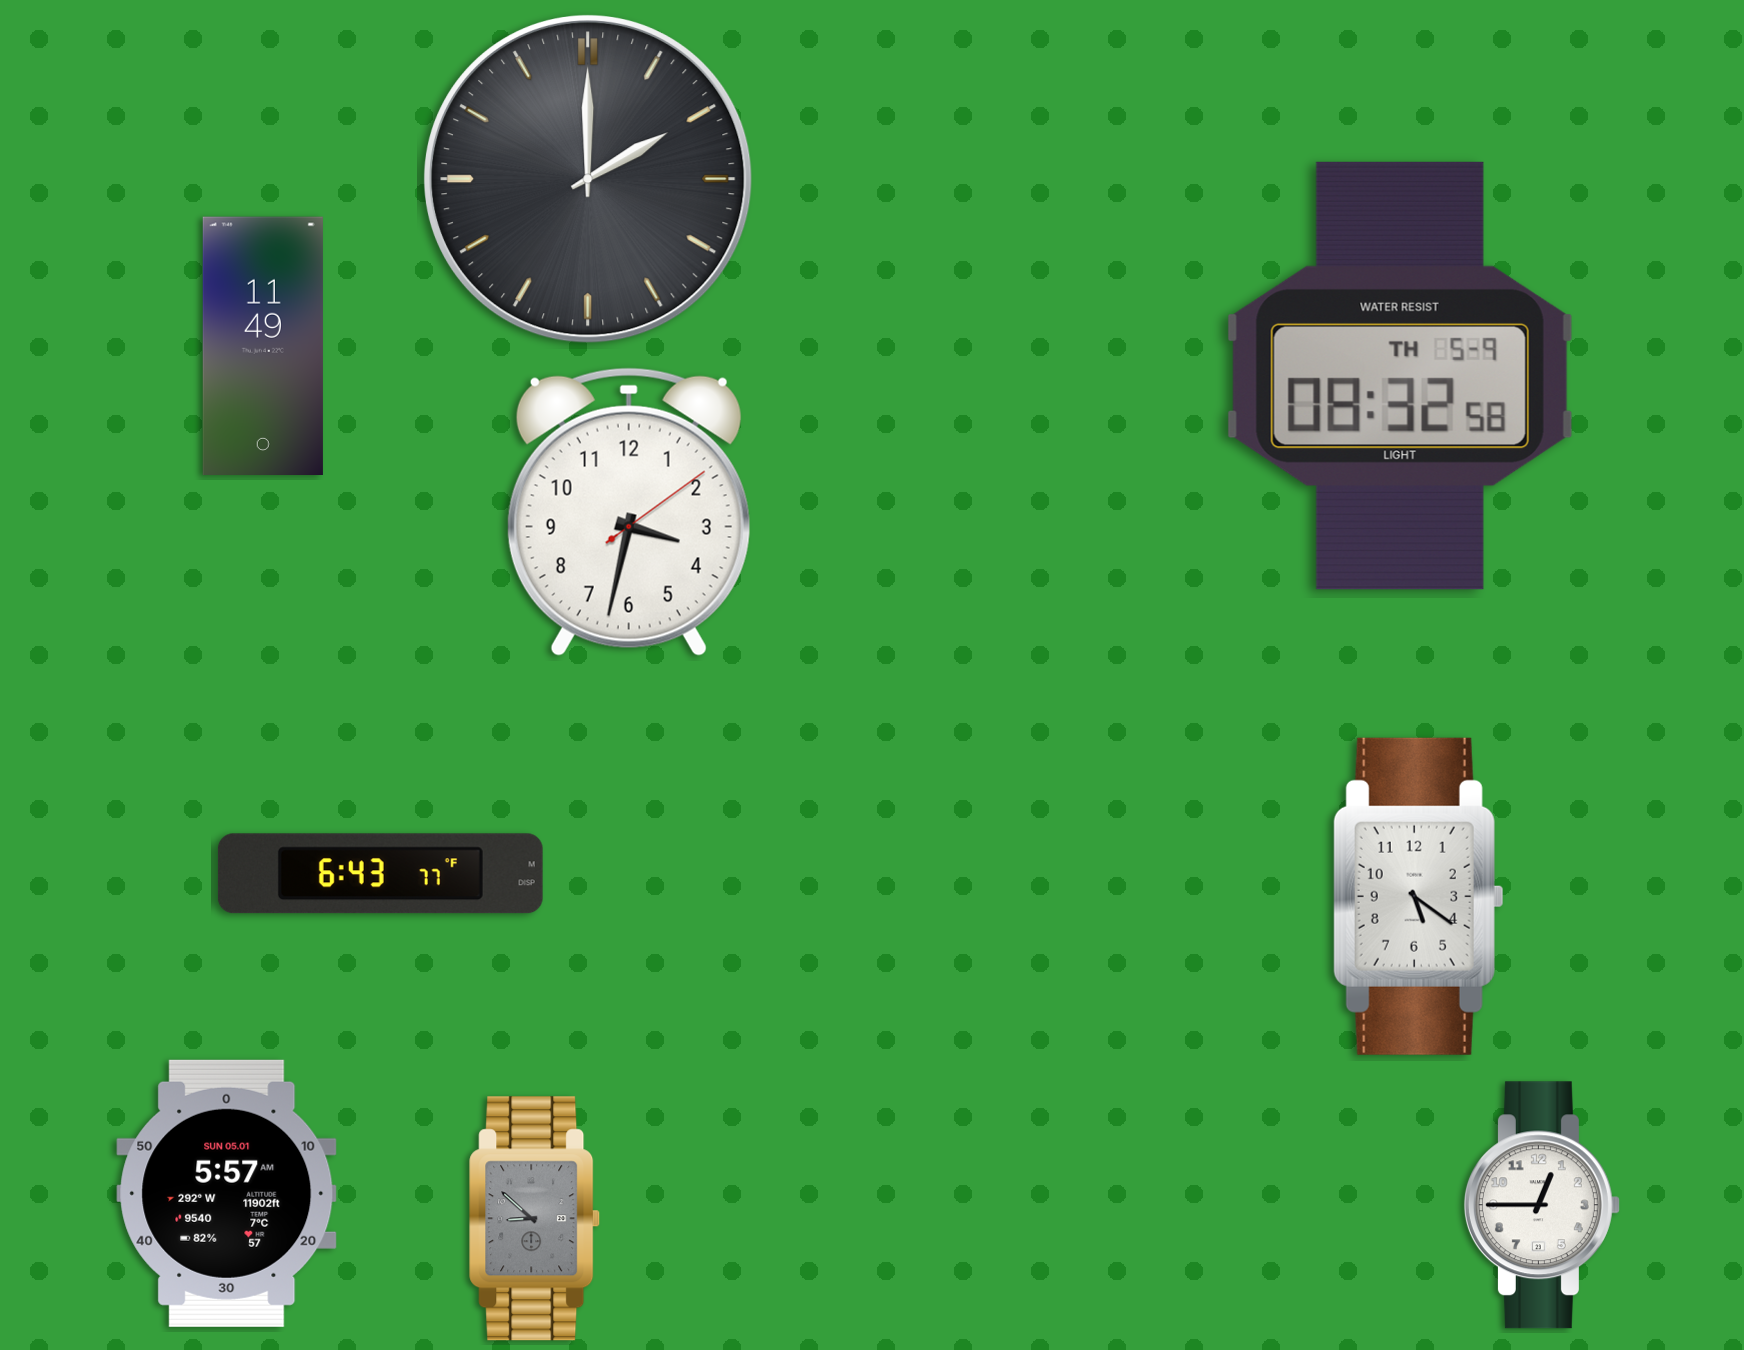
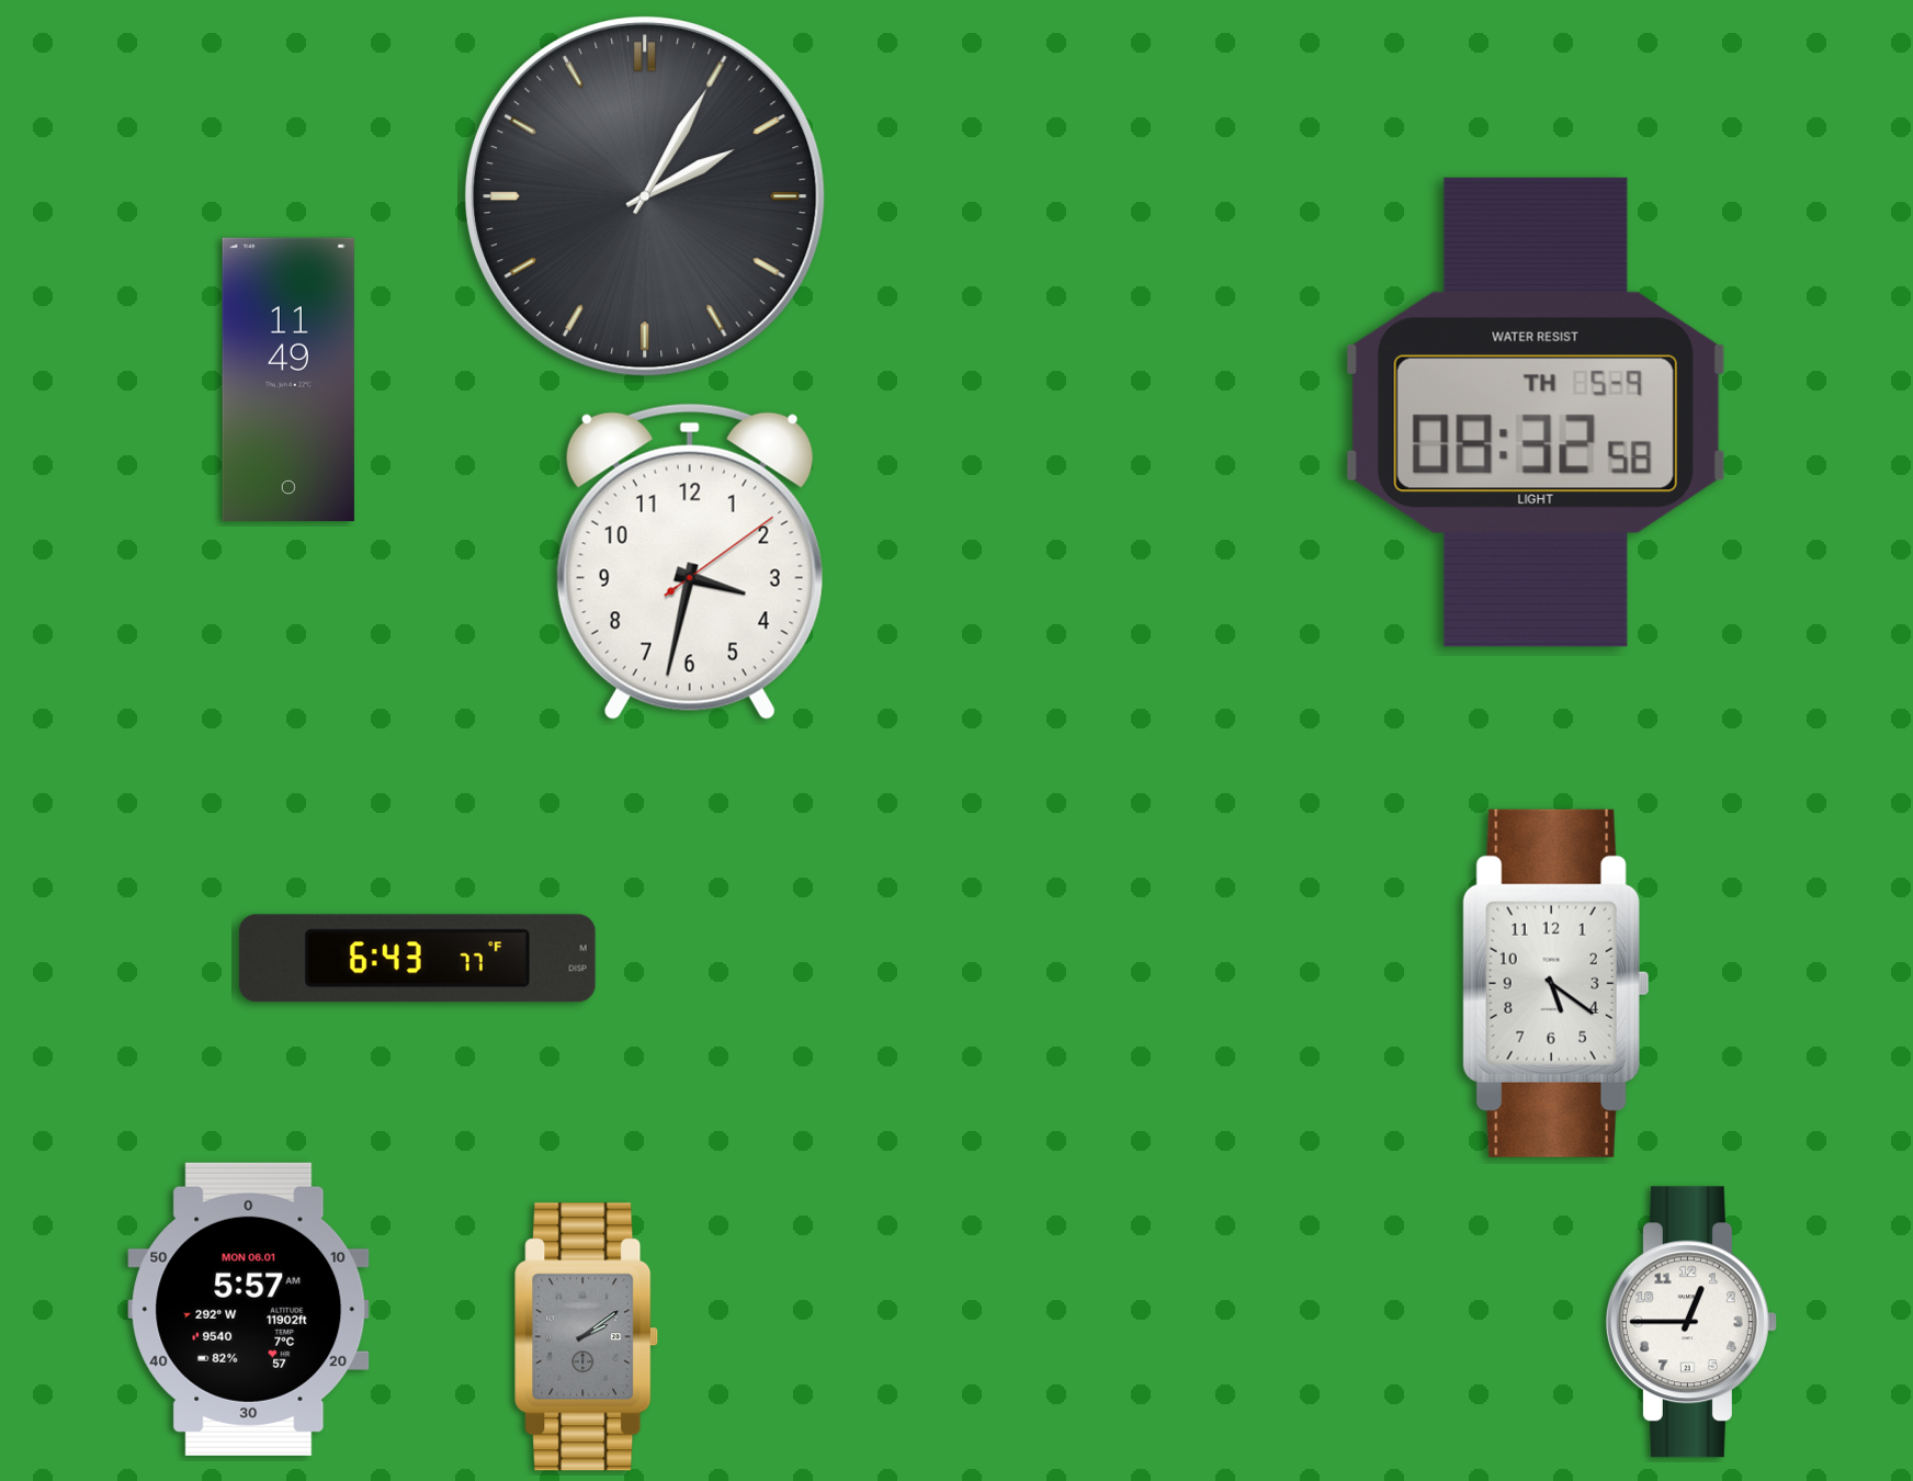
clock at (589, 180): 2:00 -> 2:05
clock at (227, 1193) date: SUN 05.01 -> MON 06.01
clock at (535, 1219): 8:52 -> 2:09
